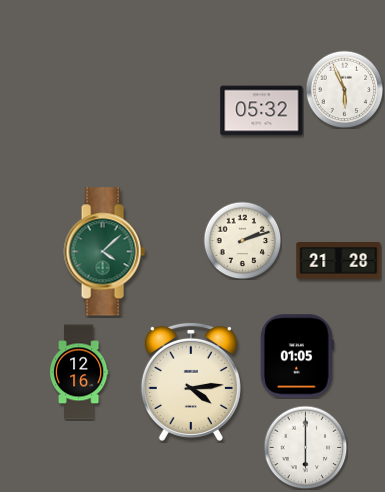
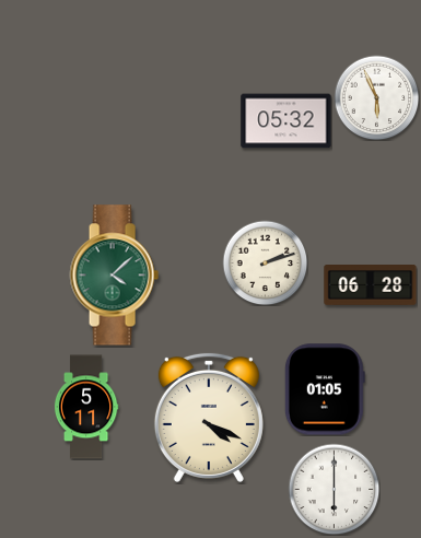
clock at (339, 261): 21:28 -> 06:28
clock at (79, 372): 12:16 -> 5:11
clock at (191, 382): 4:14 -> 4:19
